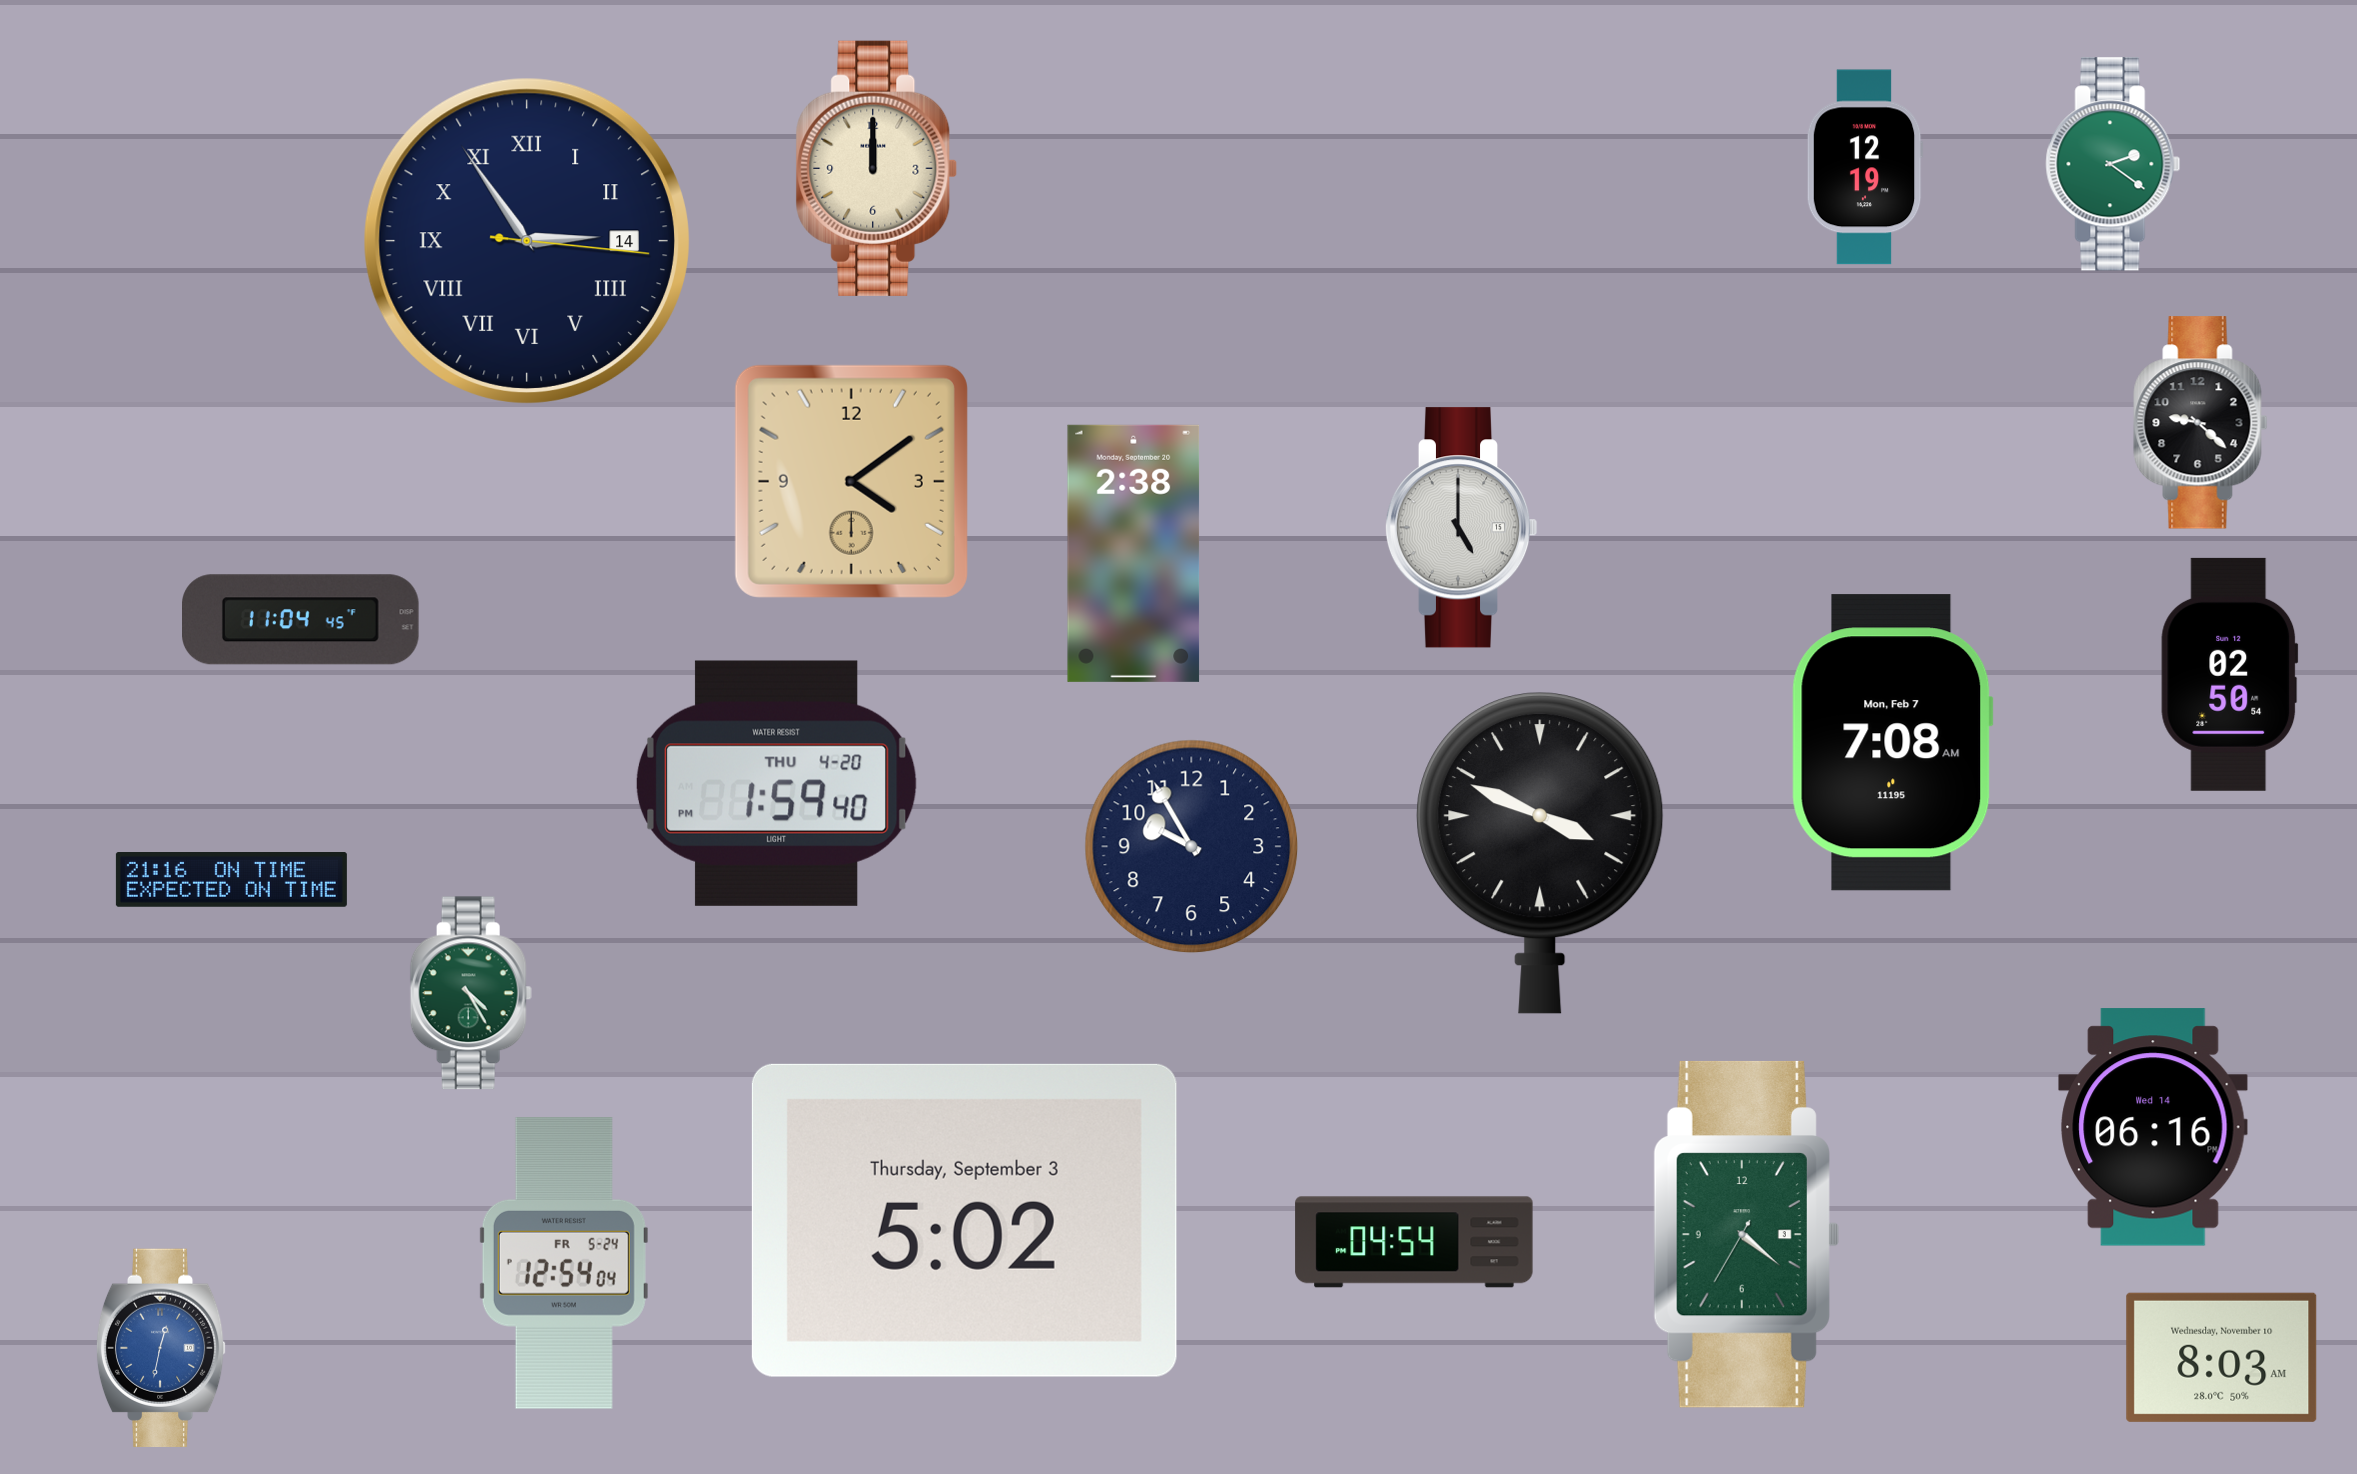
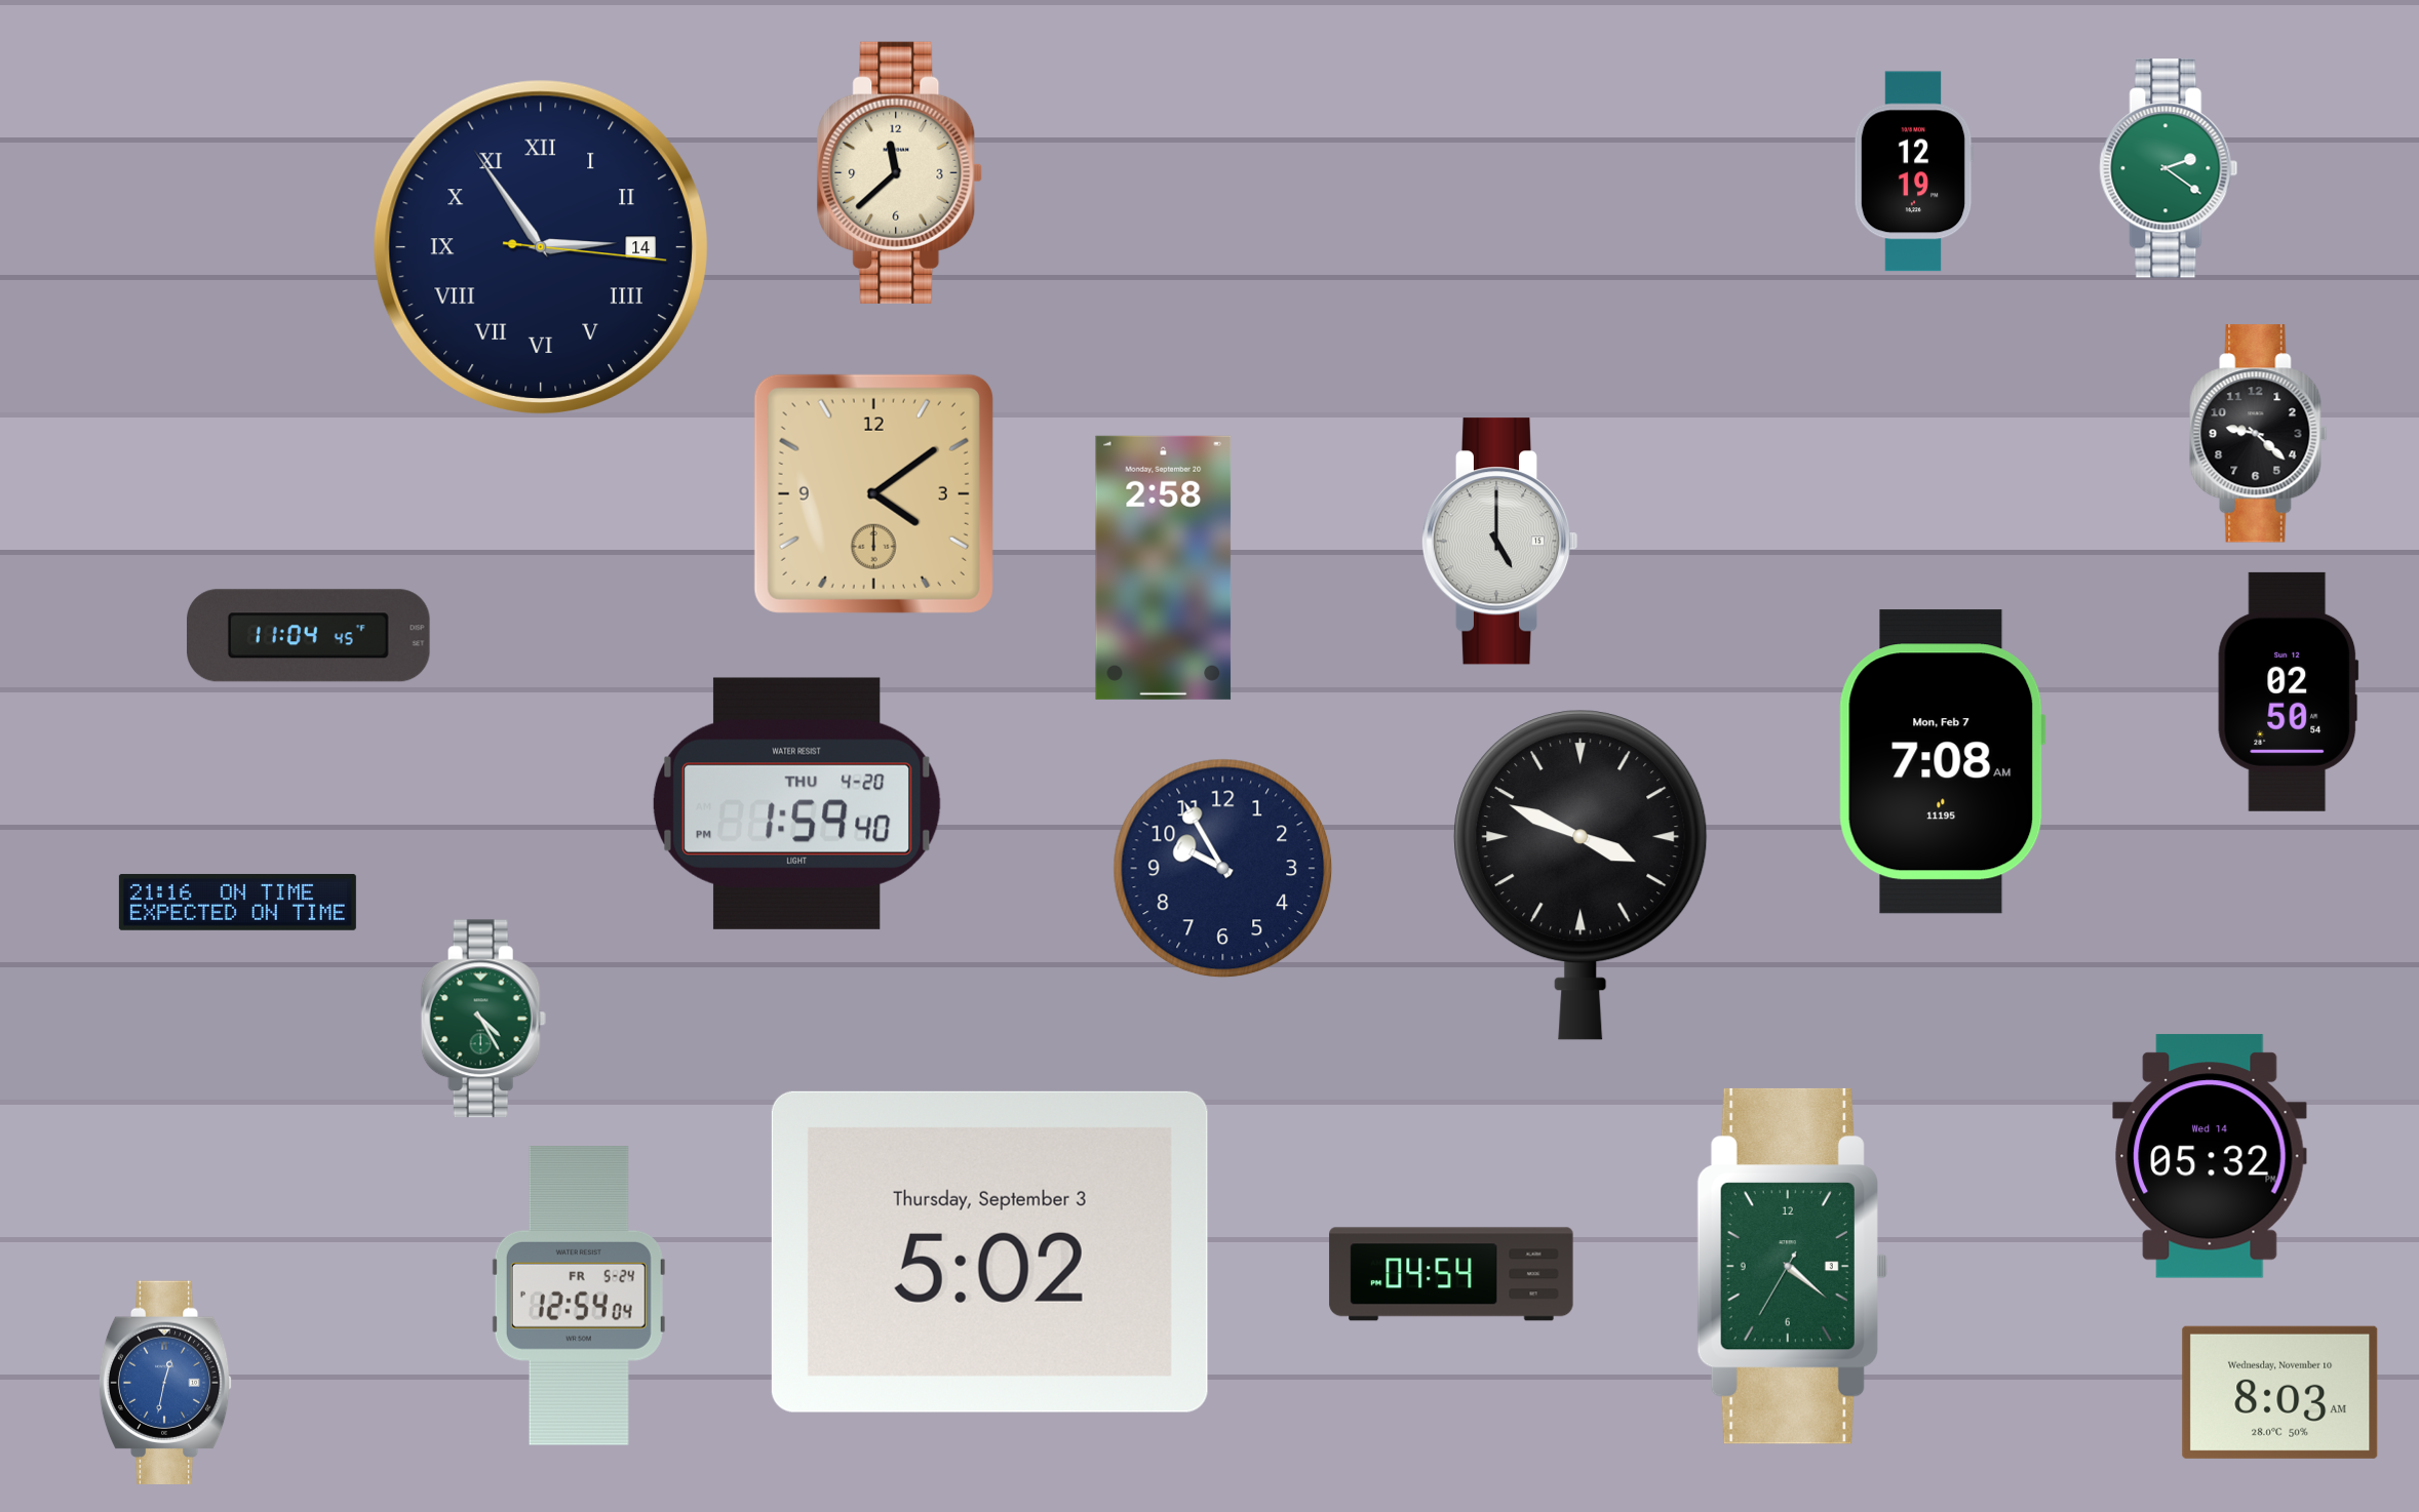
clock at (877, 168): 12:00 -> 11:38
clock at (1134, 553): 2:38 -> 2:58
clock at (2153, 1127): 06:16 -> 05:32
